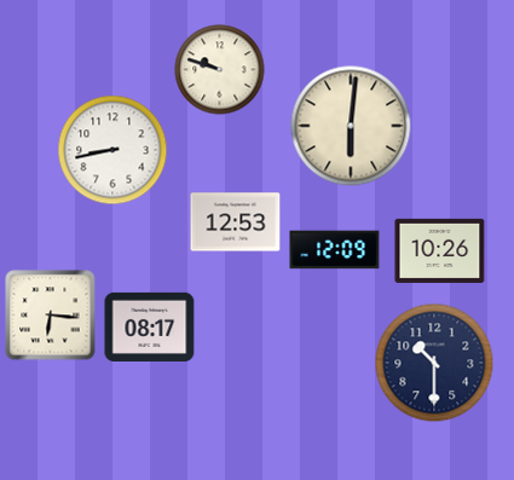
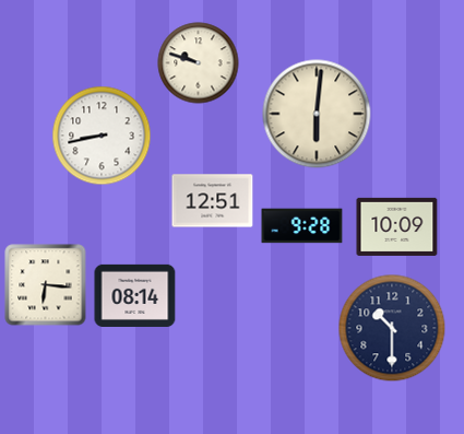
clock at (236, 222): 12:53 -> 12:51
clock at (335, 250): 12:09 -> 9:28
clock at (440, 250): 10:26 -> 10:09
clock at (150, 326): 08:17 -> 08:14
